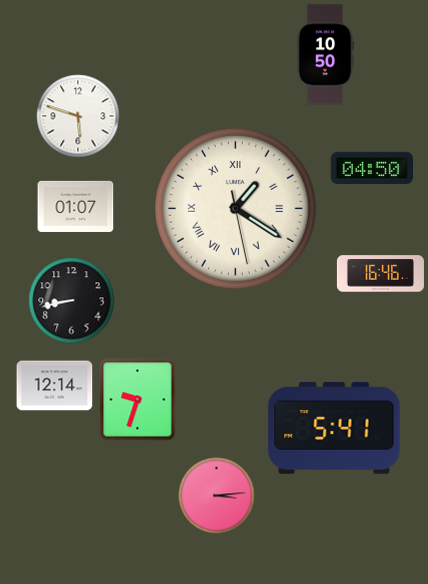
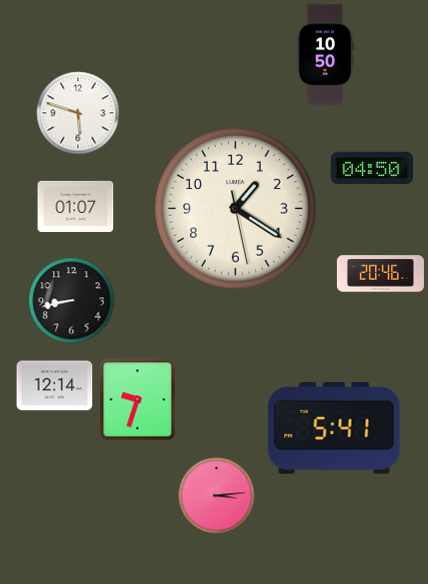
clock at (78, 116) position: (78, 116) -> (78, 113)
clock at (235, 208) numerals: Roman -> Arabic
clock at (380, 274): 16:46 -> 20:46
